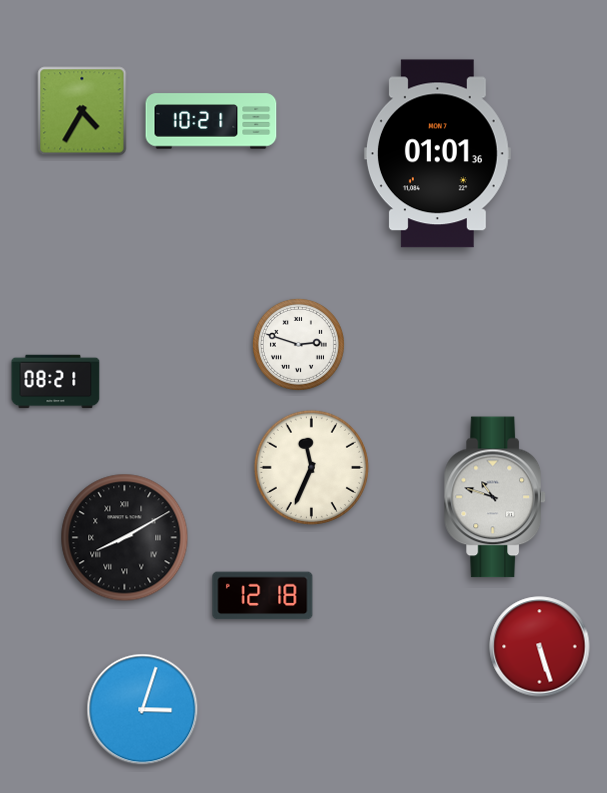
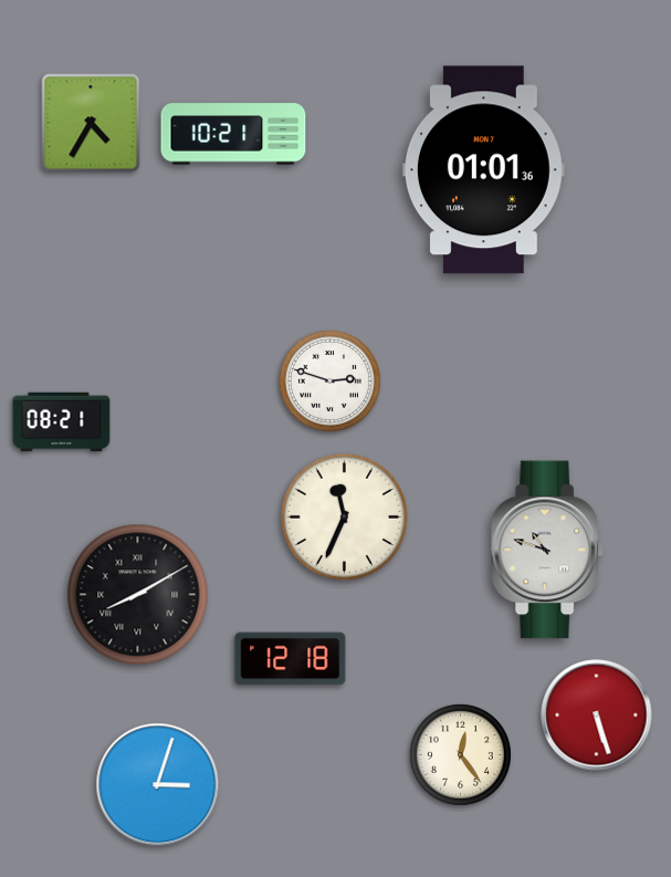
clock at (460, 754): none -> 12:24
